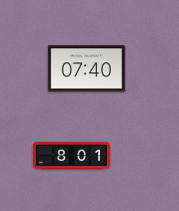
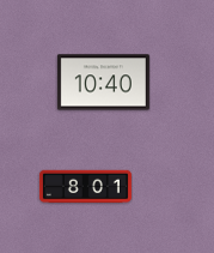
clock at (86, 69): 07:40 -> 10:40
